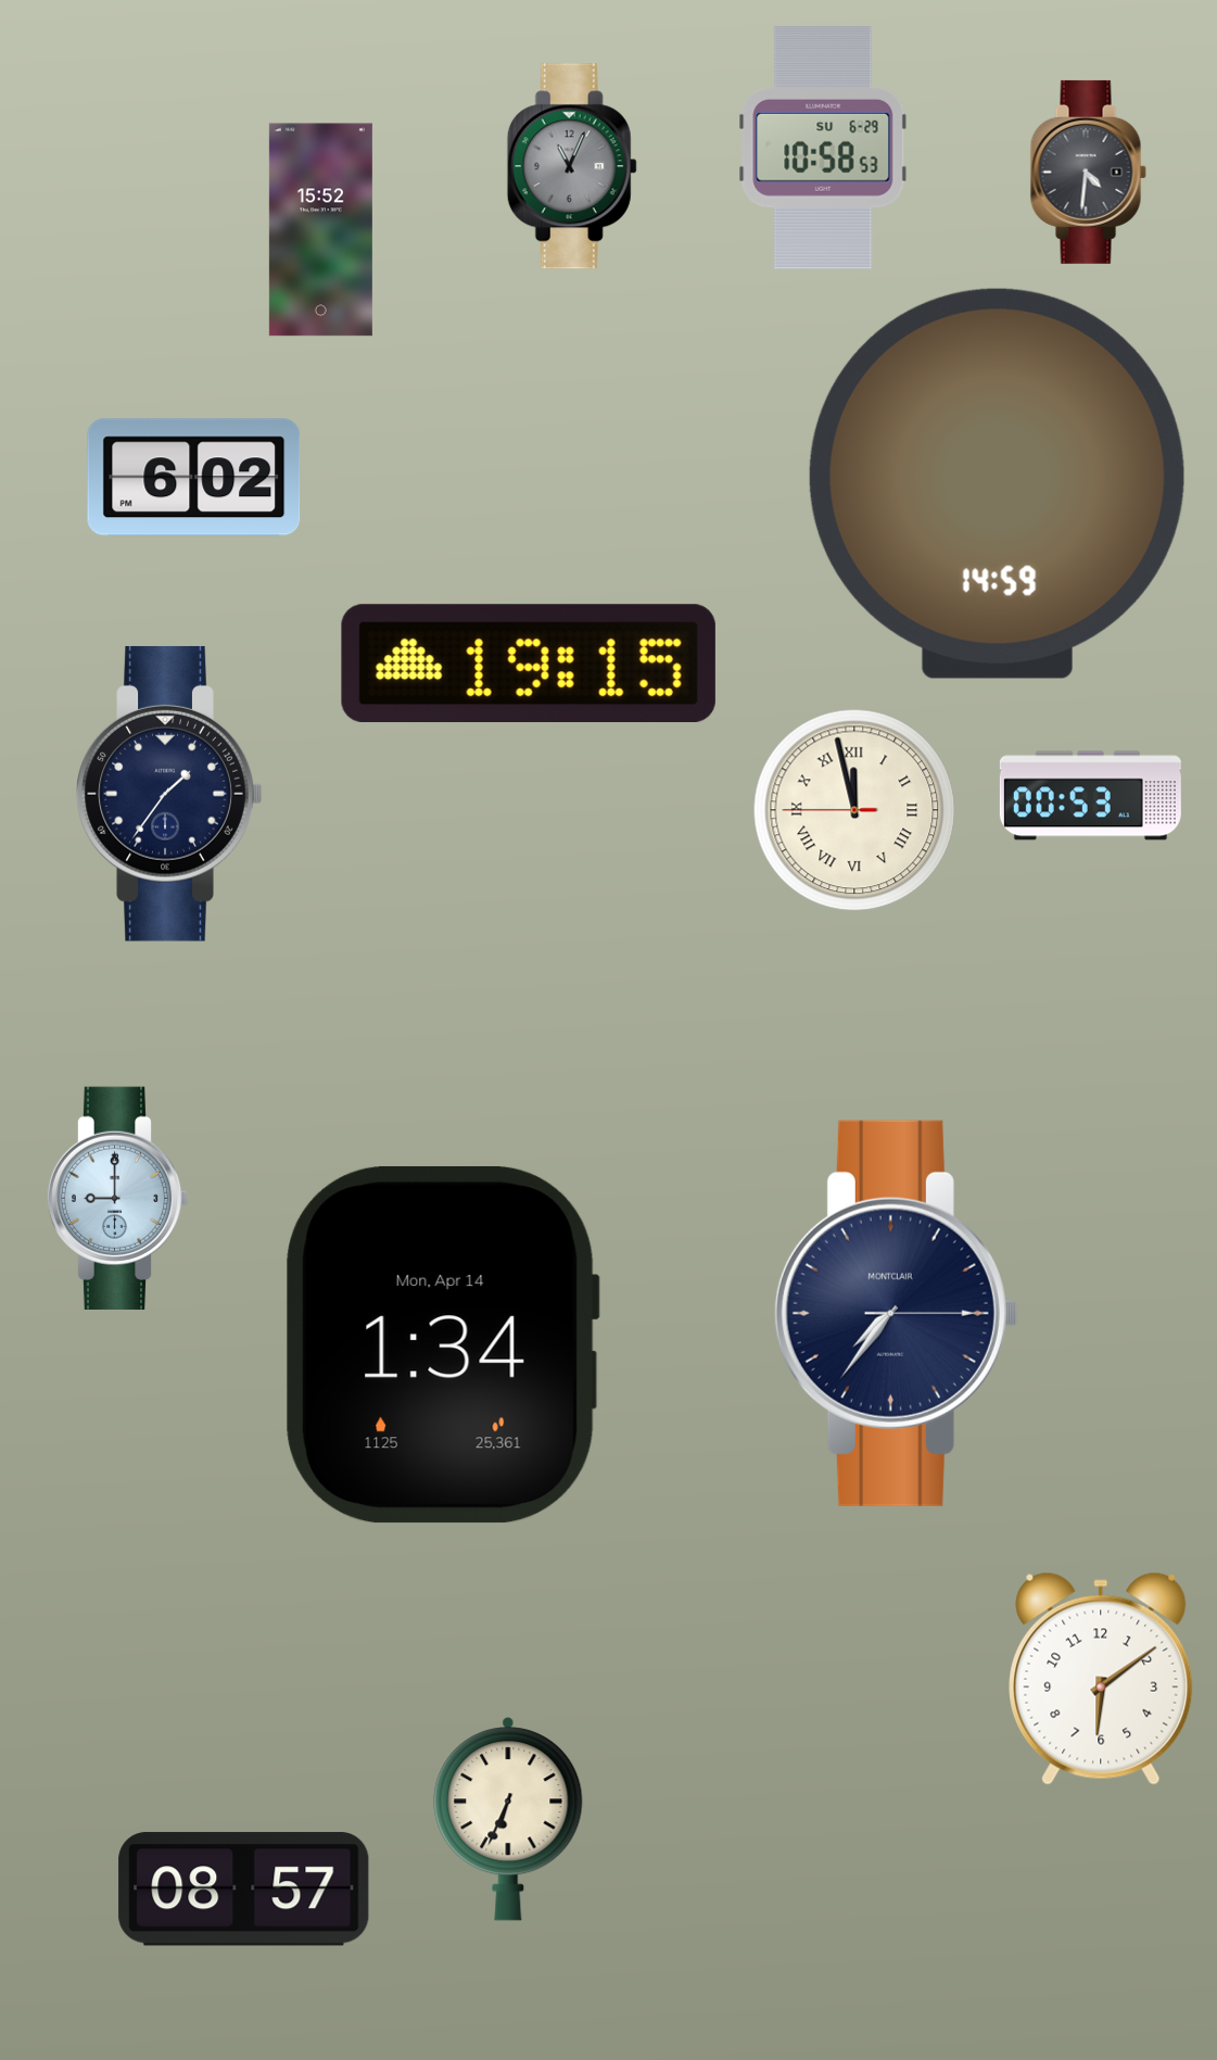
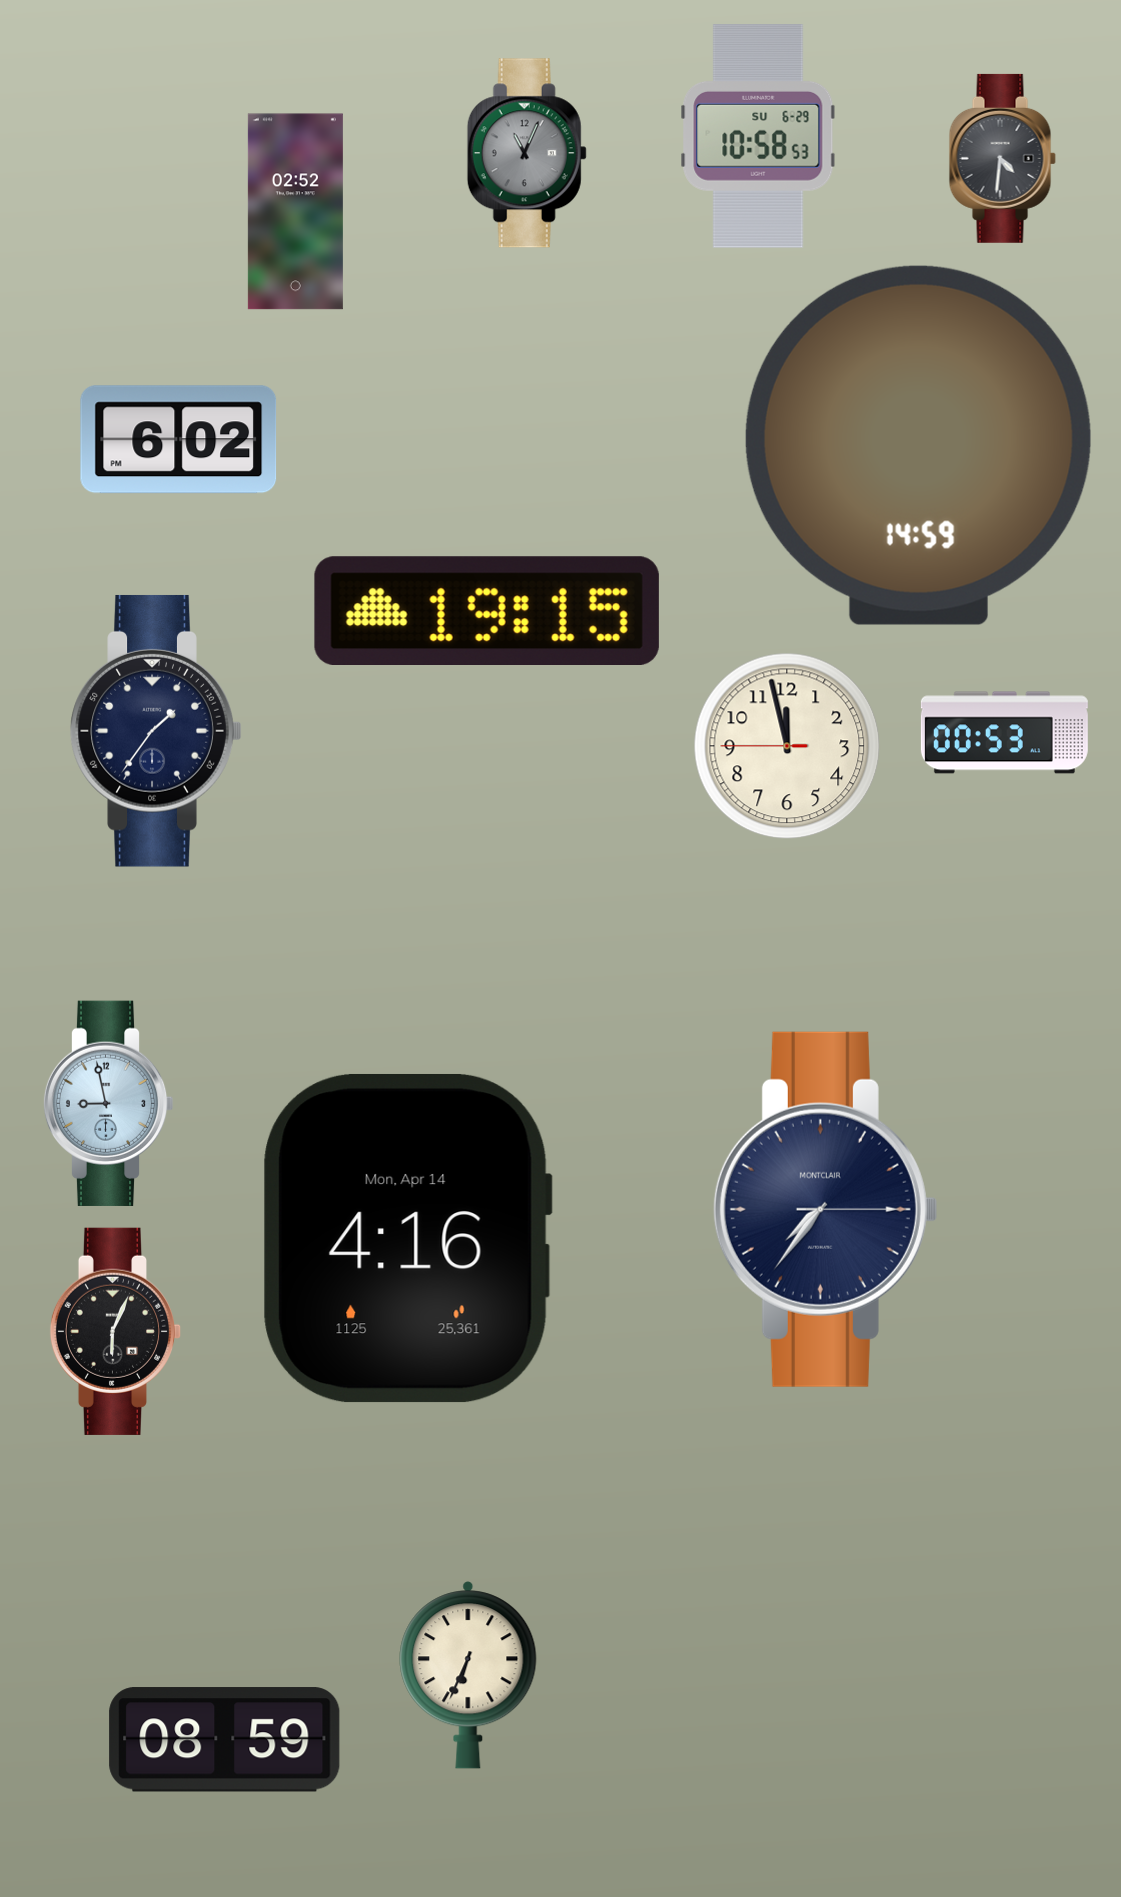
clock at (320, 230): 15:52 -> 02:52
clock at (854, 810) numerals: Roman -> Arabic
clock at (117, 1198): 9:00 -> 8:58
clock at (442, 1344): 1:34 -> 4:16
clock at (116, 1331): none -> 6:04
clock at (1101, 1679): 6:09 -> none
clock at (244, 1890): 08:57 -> 08:59
